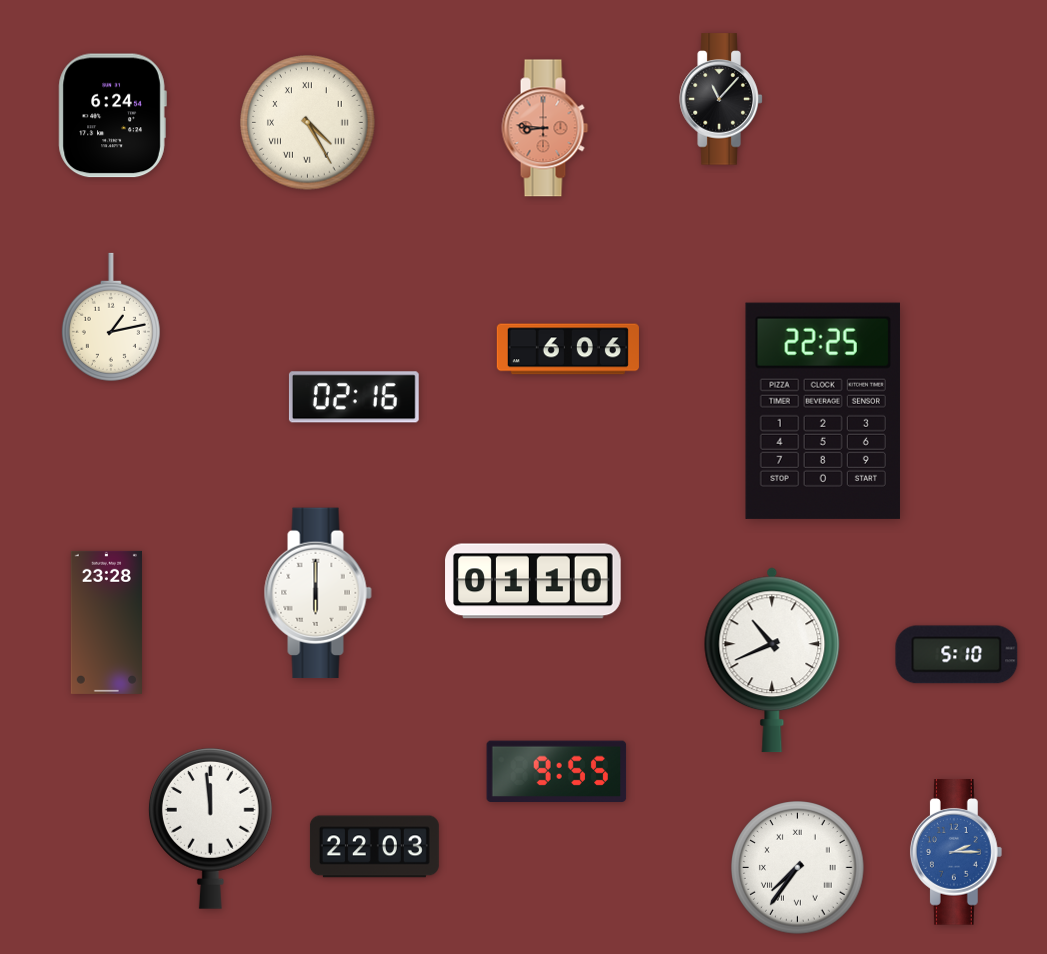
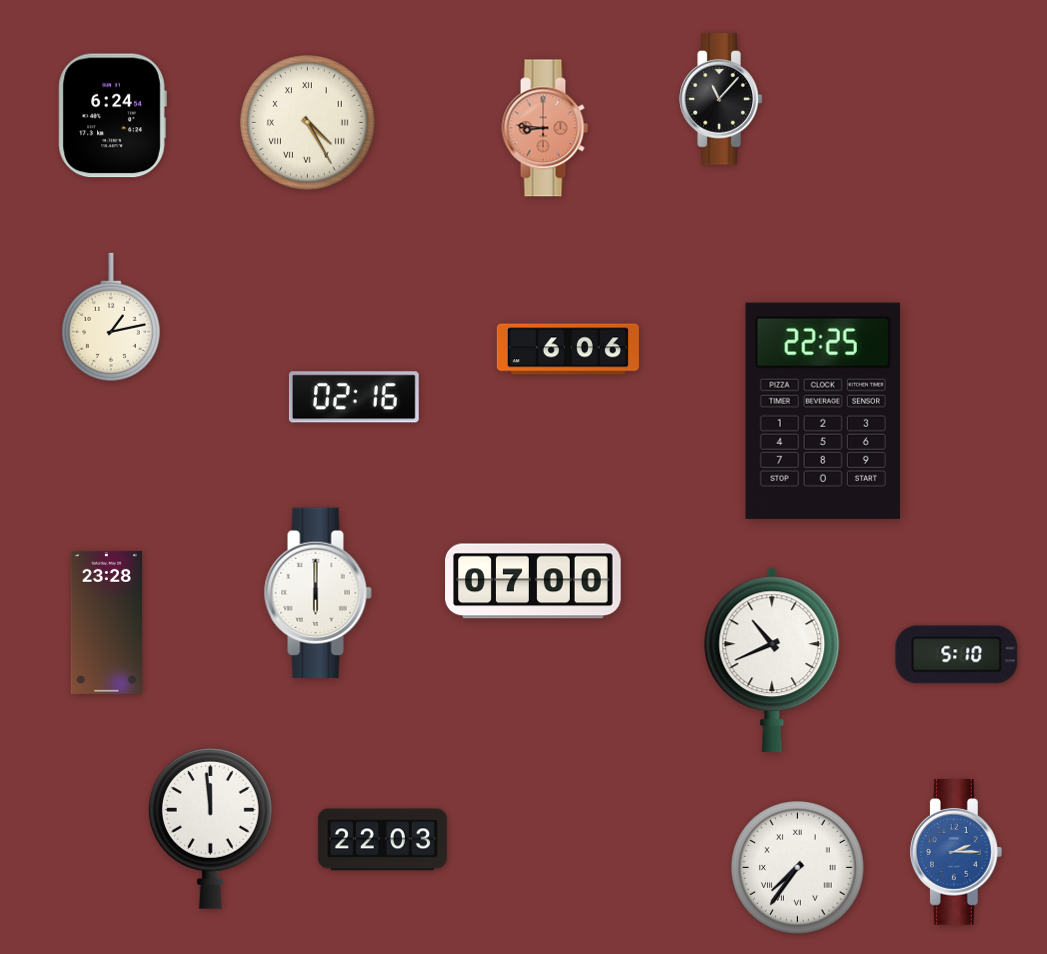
clock at (533, 581): 01:10 -> 07:00
clock at (557, 772): 9:55 -> none
clock at (374, 847) position: (374, 847) -> (382, 840)
